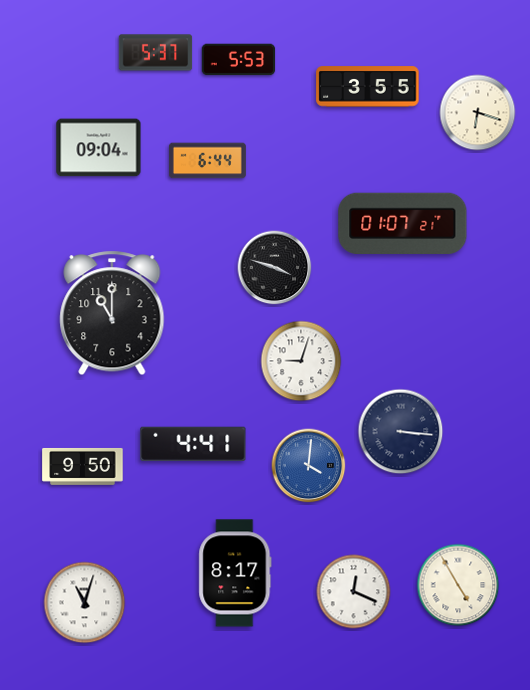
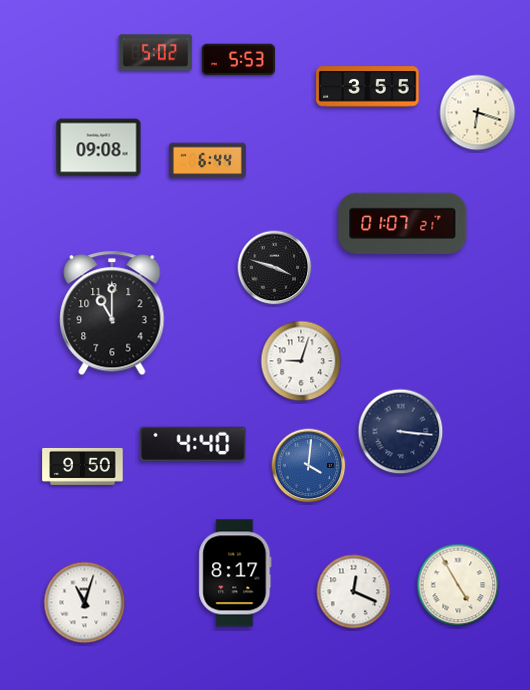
clock at (156, 53): 5:37 -> 5:02
clock at (99, 148): 09:04 -> 09:08
clock at (193, 444): 4:41 -> 4:40
